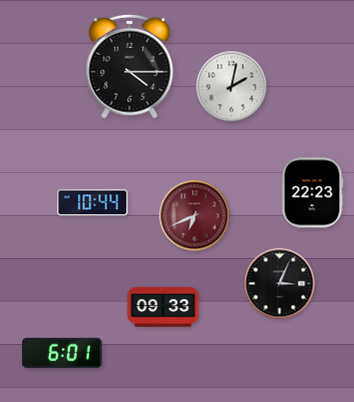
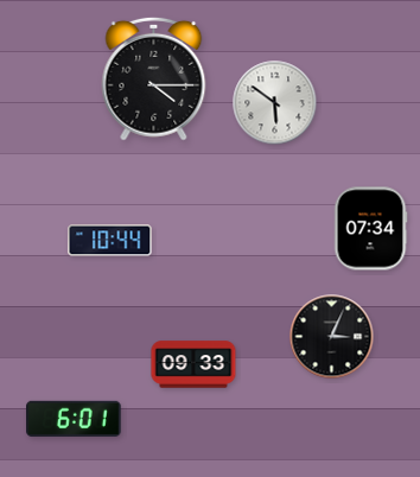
clock at (232, 87): 2:02 -> 5:51
clock at (312, 193): 22:23 -> 07:34
clock at (195, 216): 6:41 -> none
